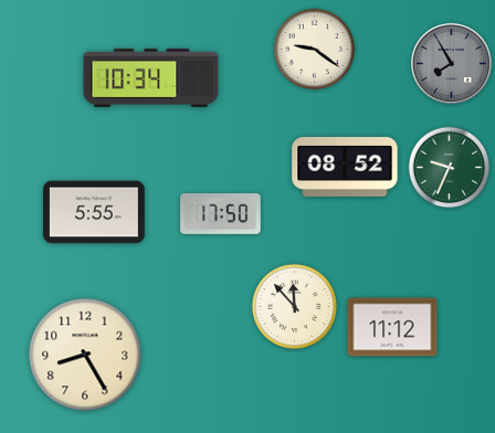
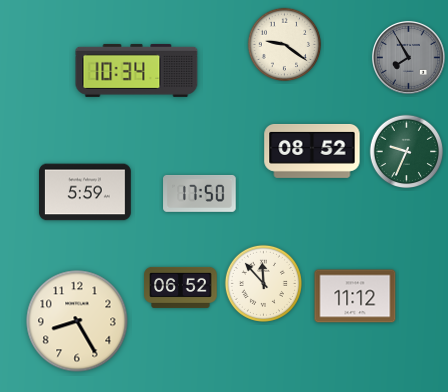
clock at (95, 212): 5:55 -> 5:59
clock at (294, 306) position: (294, 306) -> (263, 283)
clock at (181, 287): none -> 06:52
